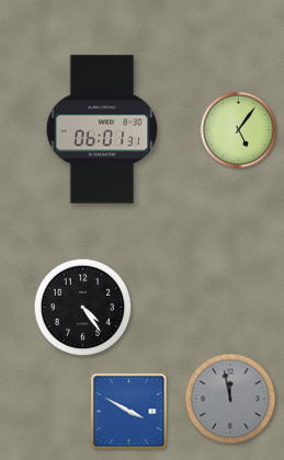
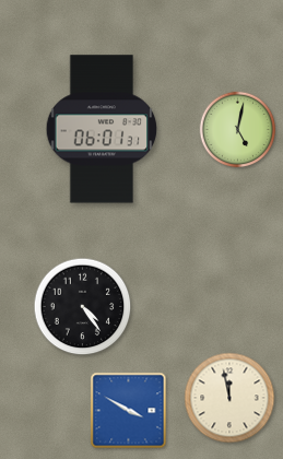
clock at (239, 130): 5:06 -> 5:02
clock at (230, 399) dial: grey -> cream
